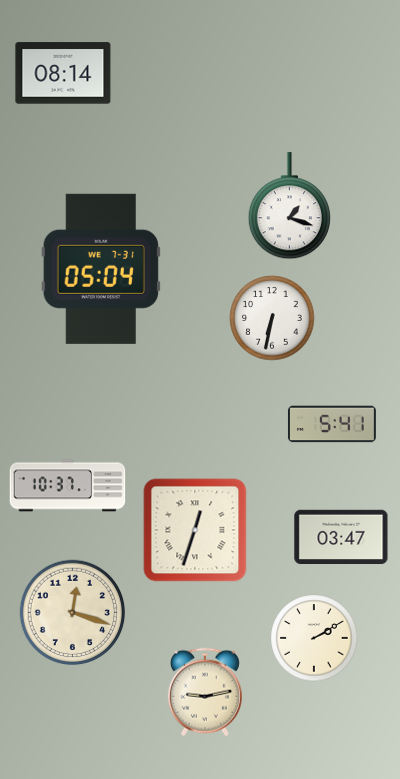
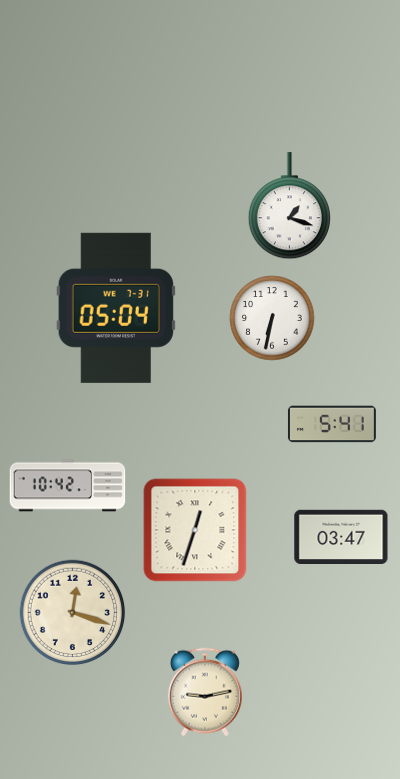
clock at (63, 73): 08:14 -> none
clock at (101, 269) position: (101, 269) -> (116, 308)
clock at (68, 486): 10:37 -> 10:42
clock at (314, 638): 2:10 -> none
